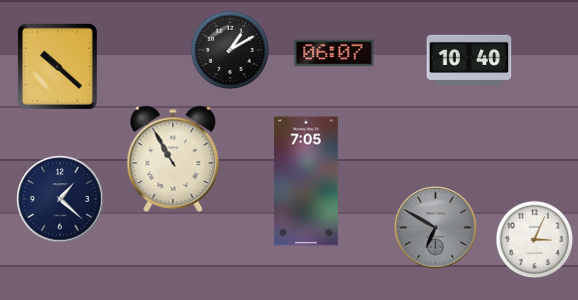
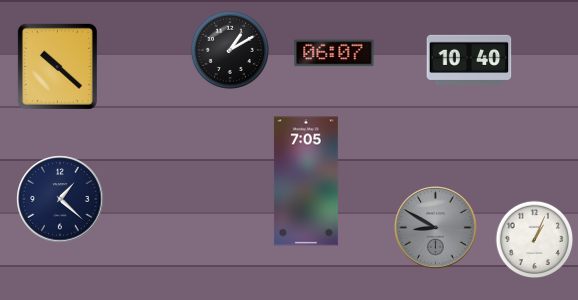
clock at (173, 159): 10:55 -> none
clock at (436, 228): 6:50 -> 8:50
clock at (535, 240): 3:04 -> 1:04
